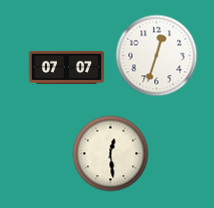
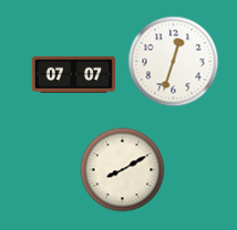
clock at (111, 154): 12:29 -> 8:10
